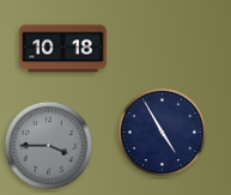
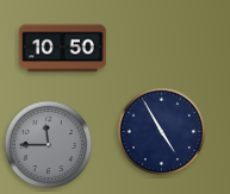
clock at (63, 49): 10:18 -> 10:50
clock at (49, 146): 3:45 -> 11:45
